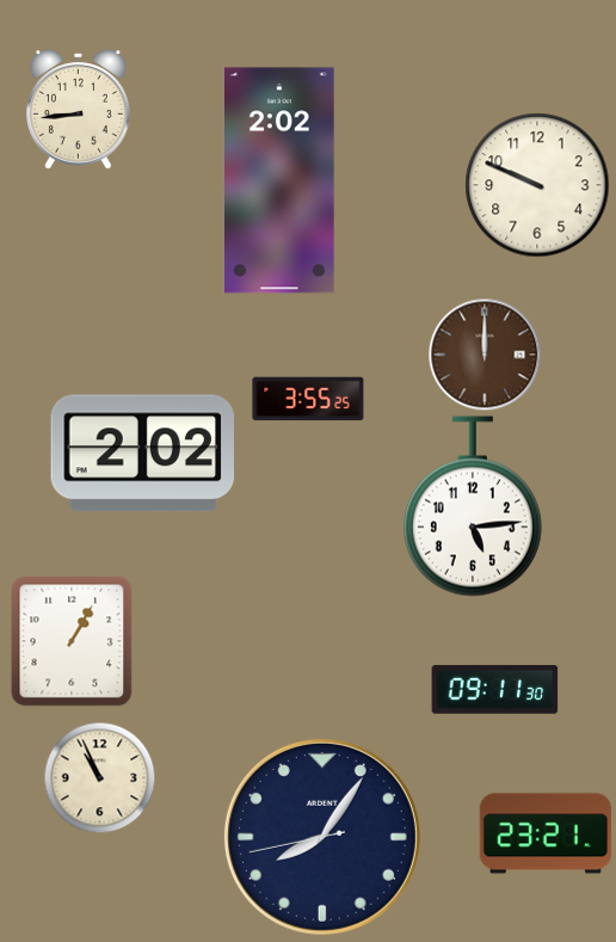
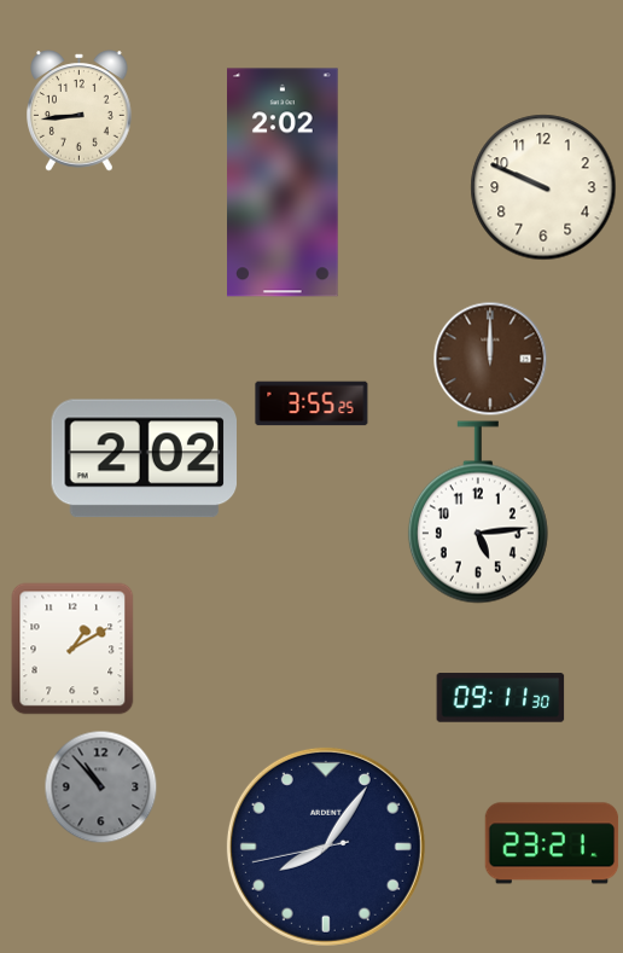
clock at (72, 641): 1:05 -> 1:10
clock at (99, 777): 10:56 -> 10:53
clock at (99, 777) dial: cream -> grey
